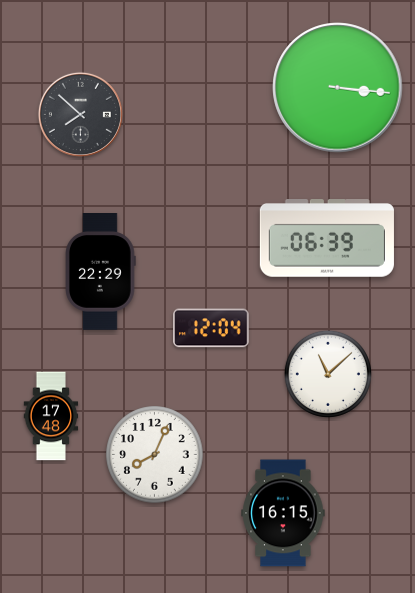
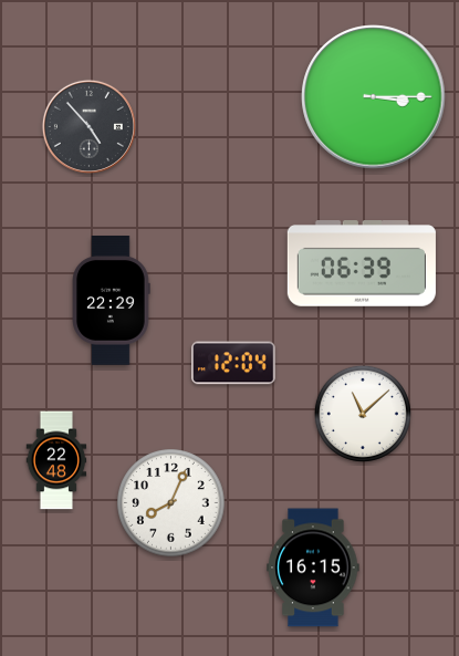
clock at (338, 88): 3:16 -> 3:15
clock at (80, 114): 7:52 -> 4:53
clock at (51, 416): 17:48 -> 22:48
